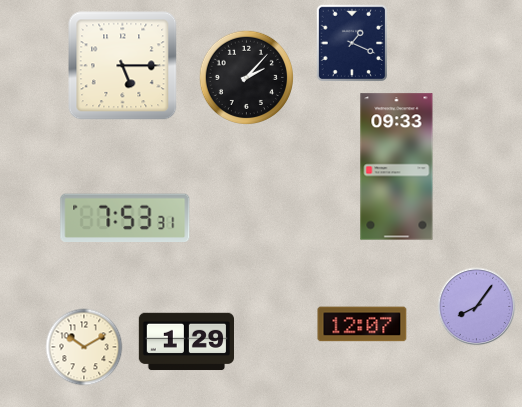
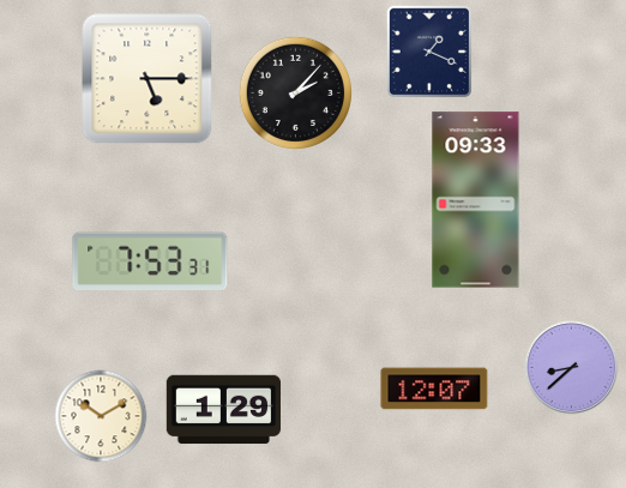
clock at (352, 43) position: (352, 43) -> (429, 52)
clock at (477, 307): 8:06 -> 8:38
